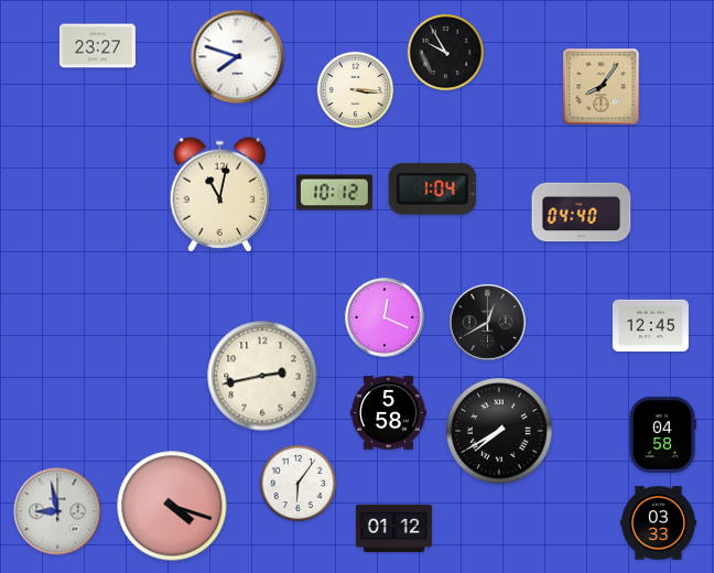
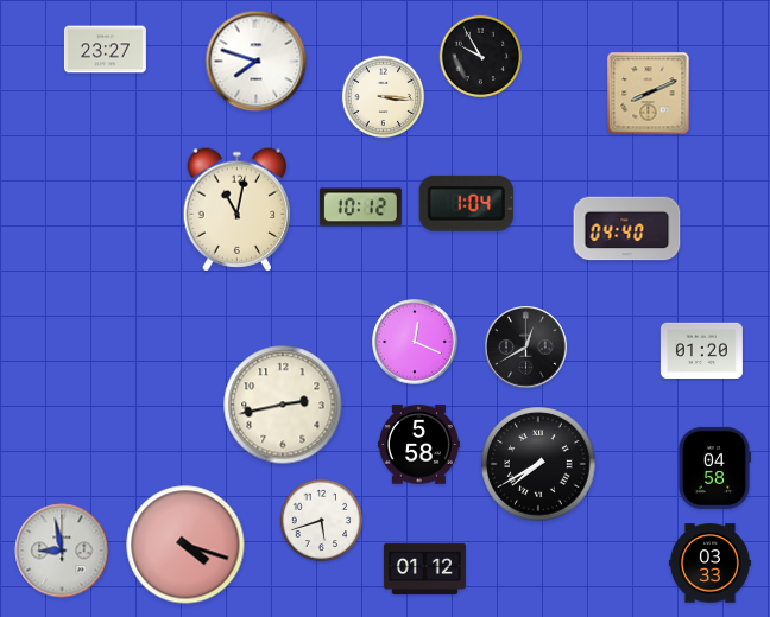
clock at (602, 87): 8:06 -> 8:11
clock at (650, 325): 12:45 -> 01:20
clock at (299, 484): 6:06 -> 5:42
